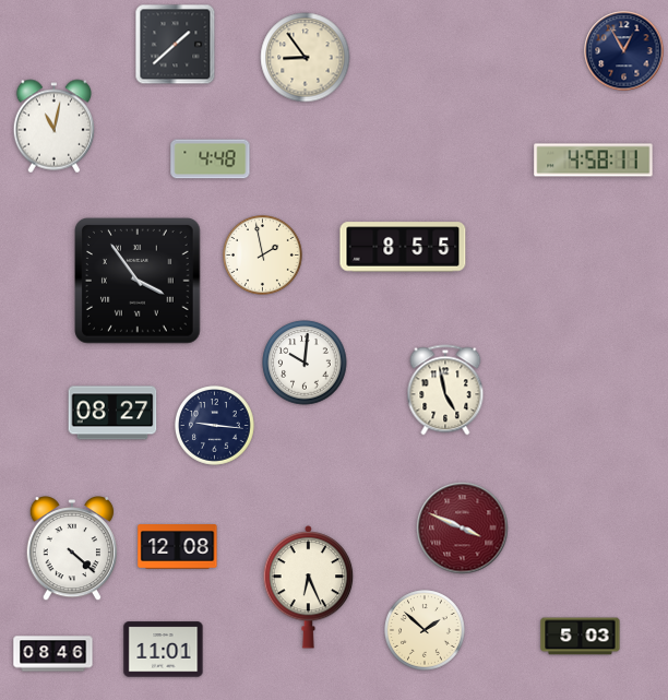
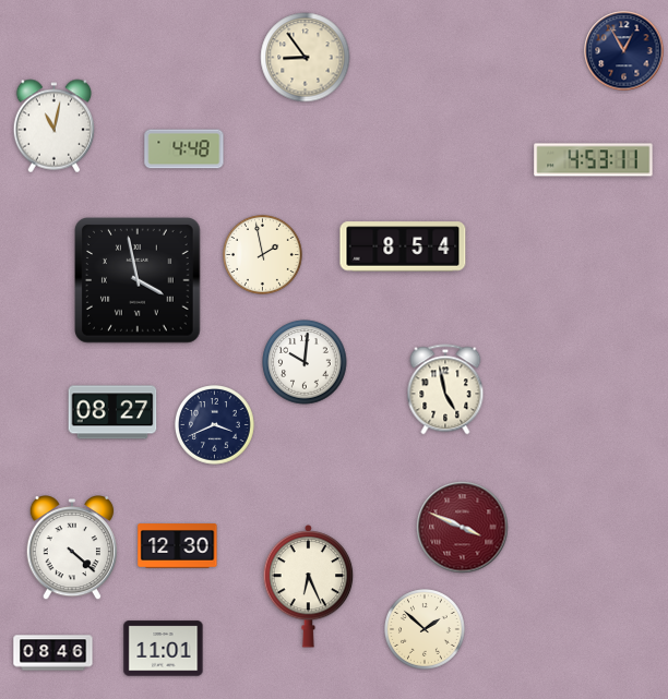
clock at (176, 45): 1:38 -> none
clock at (211, 159) position: (211, 159) -> (184, 149)
clock at (594, 161): 4:58 -> 4:53
clock at (403, 247): 8:55 -> 8:54
clock at (139, 282): 3:54 -> 3:58
clock at (215, 426): 9:16 -> 3:41
clock at (178, 547): 12:08 -> 12:30
clock at (581, 637): 5:03 -> none
